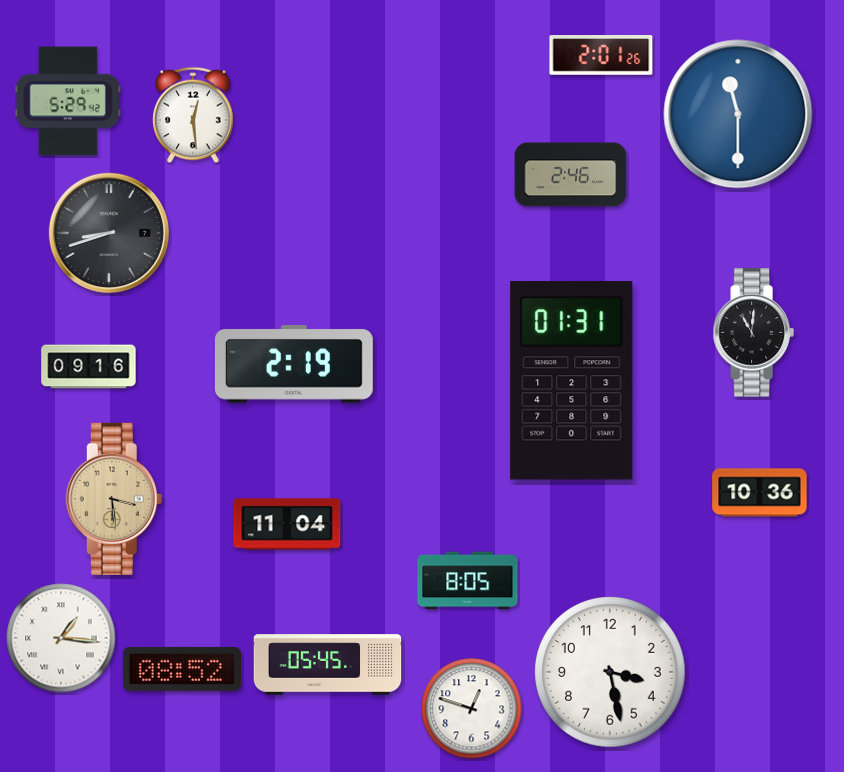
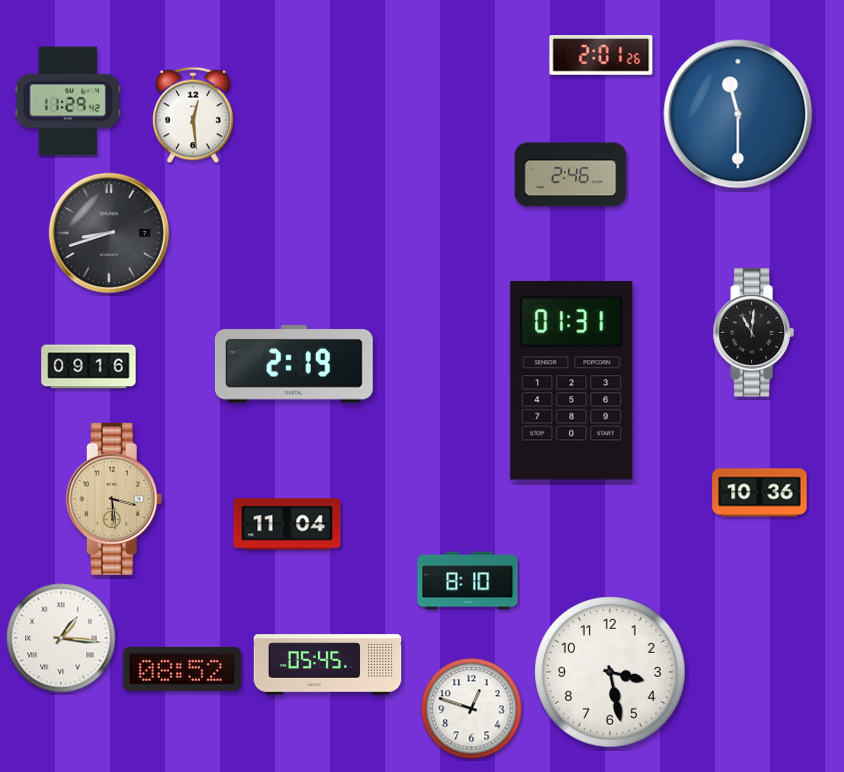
clock at (68, 101): 5:29 -> 11:29
clock at (468, 581): 8:05 -> 8:10
